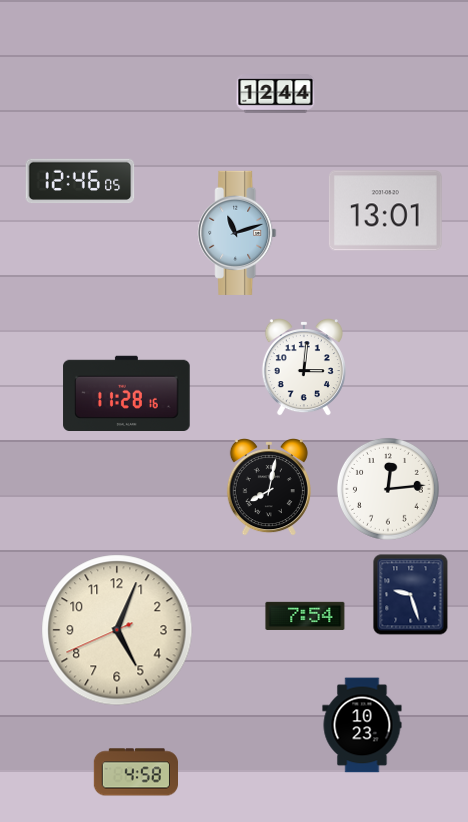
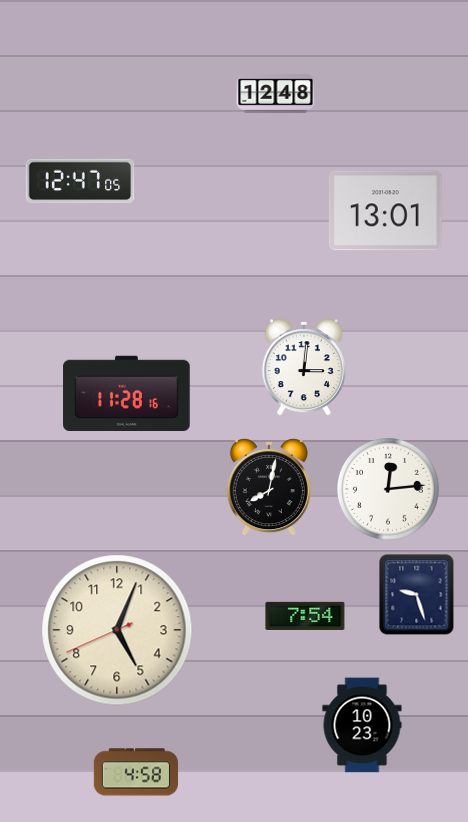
clock at (276, 94): 12:44 -> 12:48
clock at (80, 181): 12:46 -> 12:47
clock at (237, 233): 11:12 -> none
clock at (411, 595) position: (411, 595) -> (417, 595)
